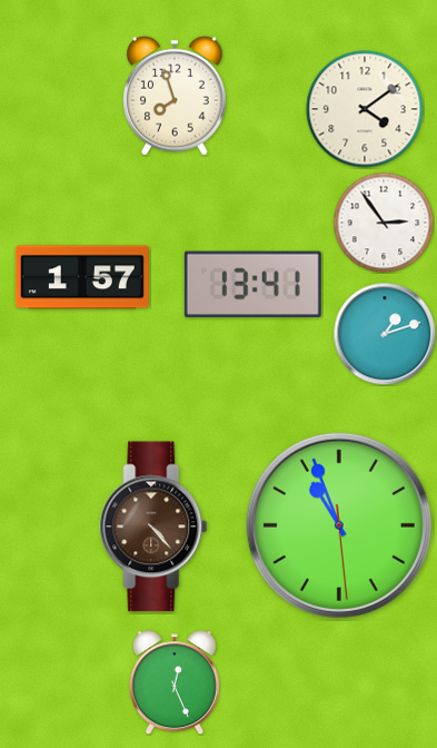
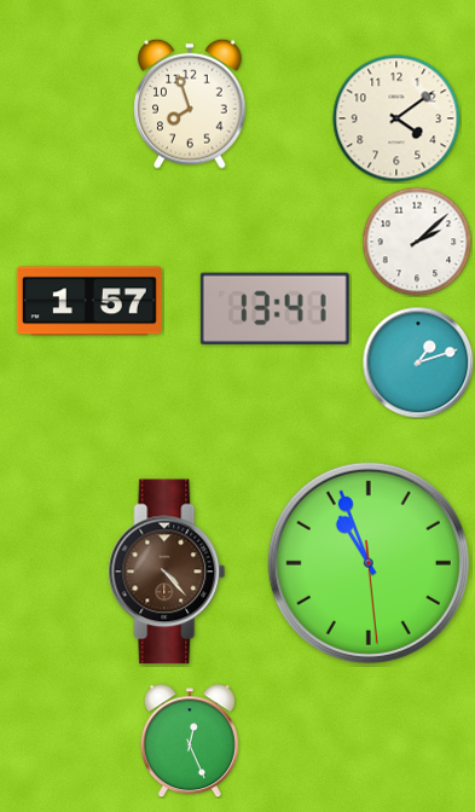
clock at (384, 223): 2:54 -> 2:08
clock at (339, 525) position: (339, 525) -> (369, 563)
